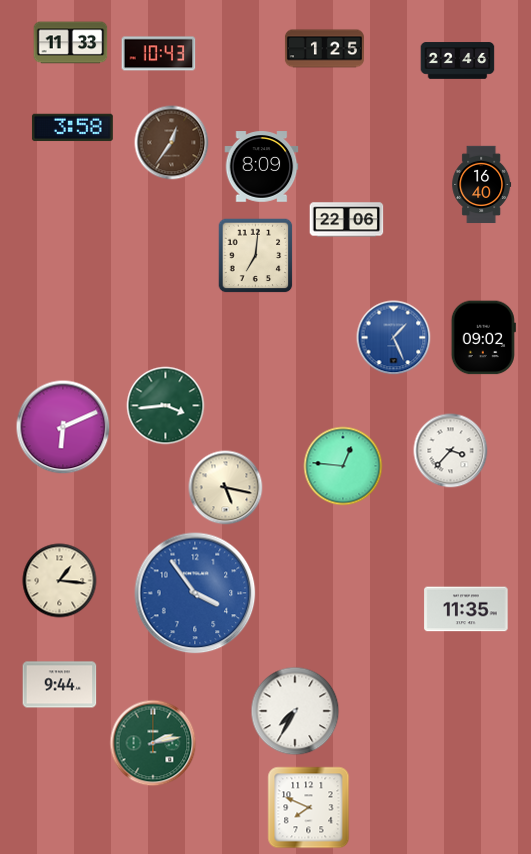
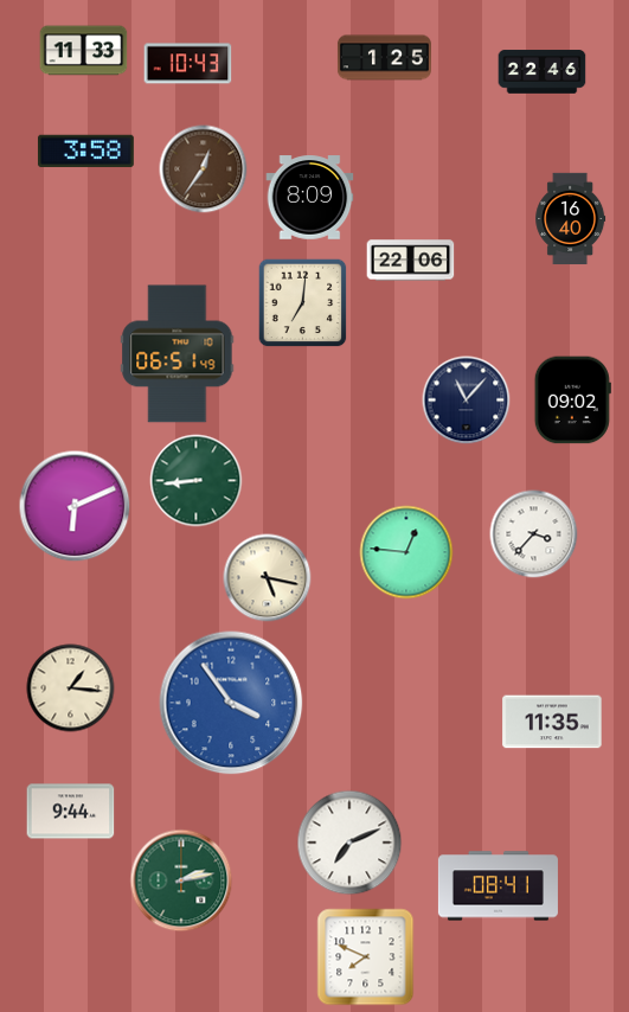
clock at (178, 354): none -> 06:51
clock at (394, 338): 1:26 -> 11:07
clock at (394, 338) dial: blue -> navy
clock at (166, 406): 3:44 -> 8:44
clock at (295, 711): 7:35 -> 7:11
clock at (498, 886): none -> 08:41
